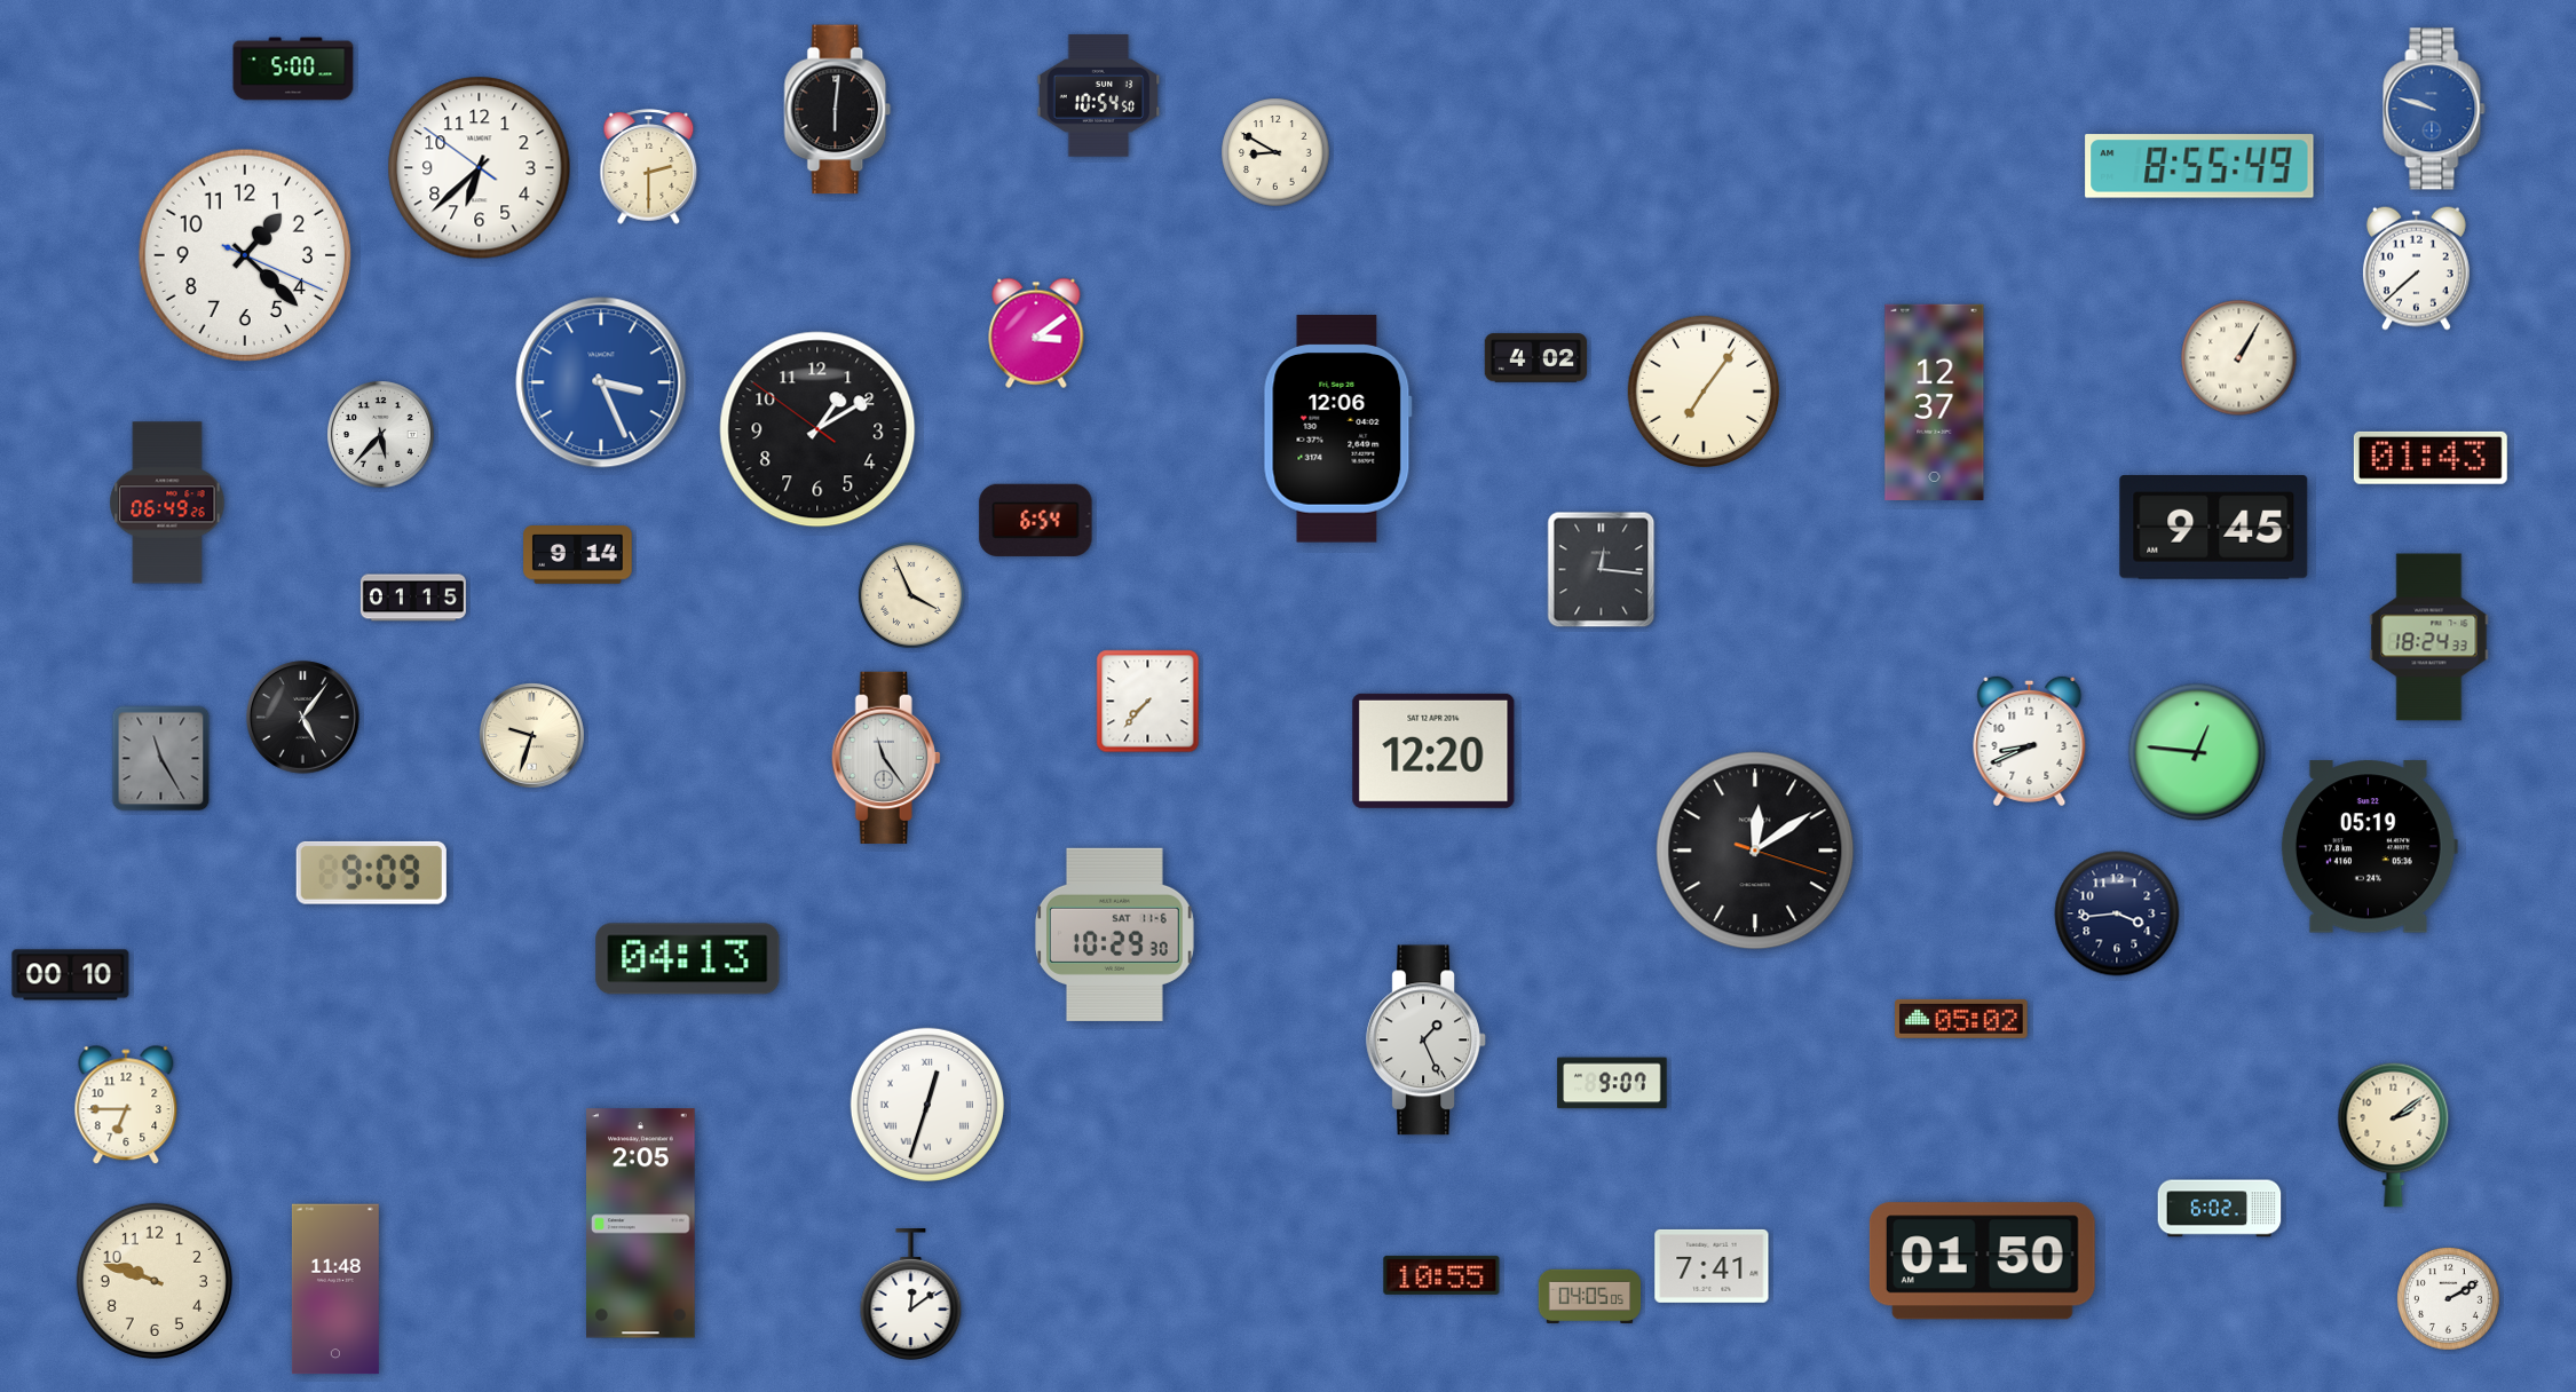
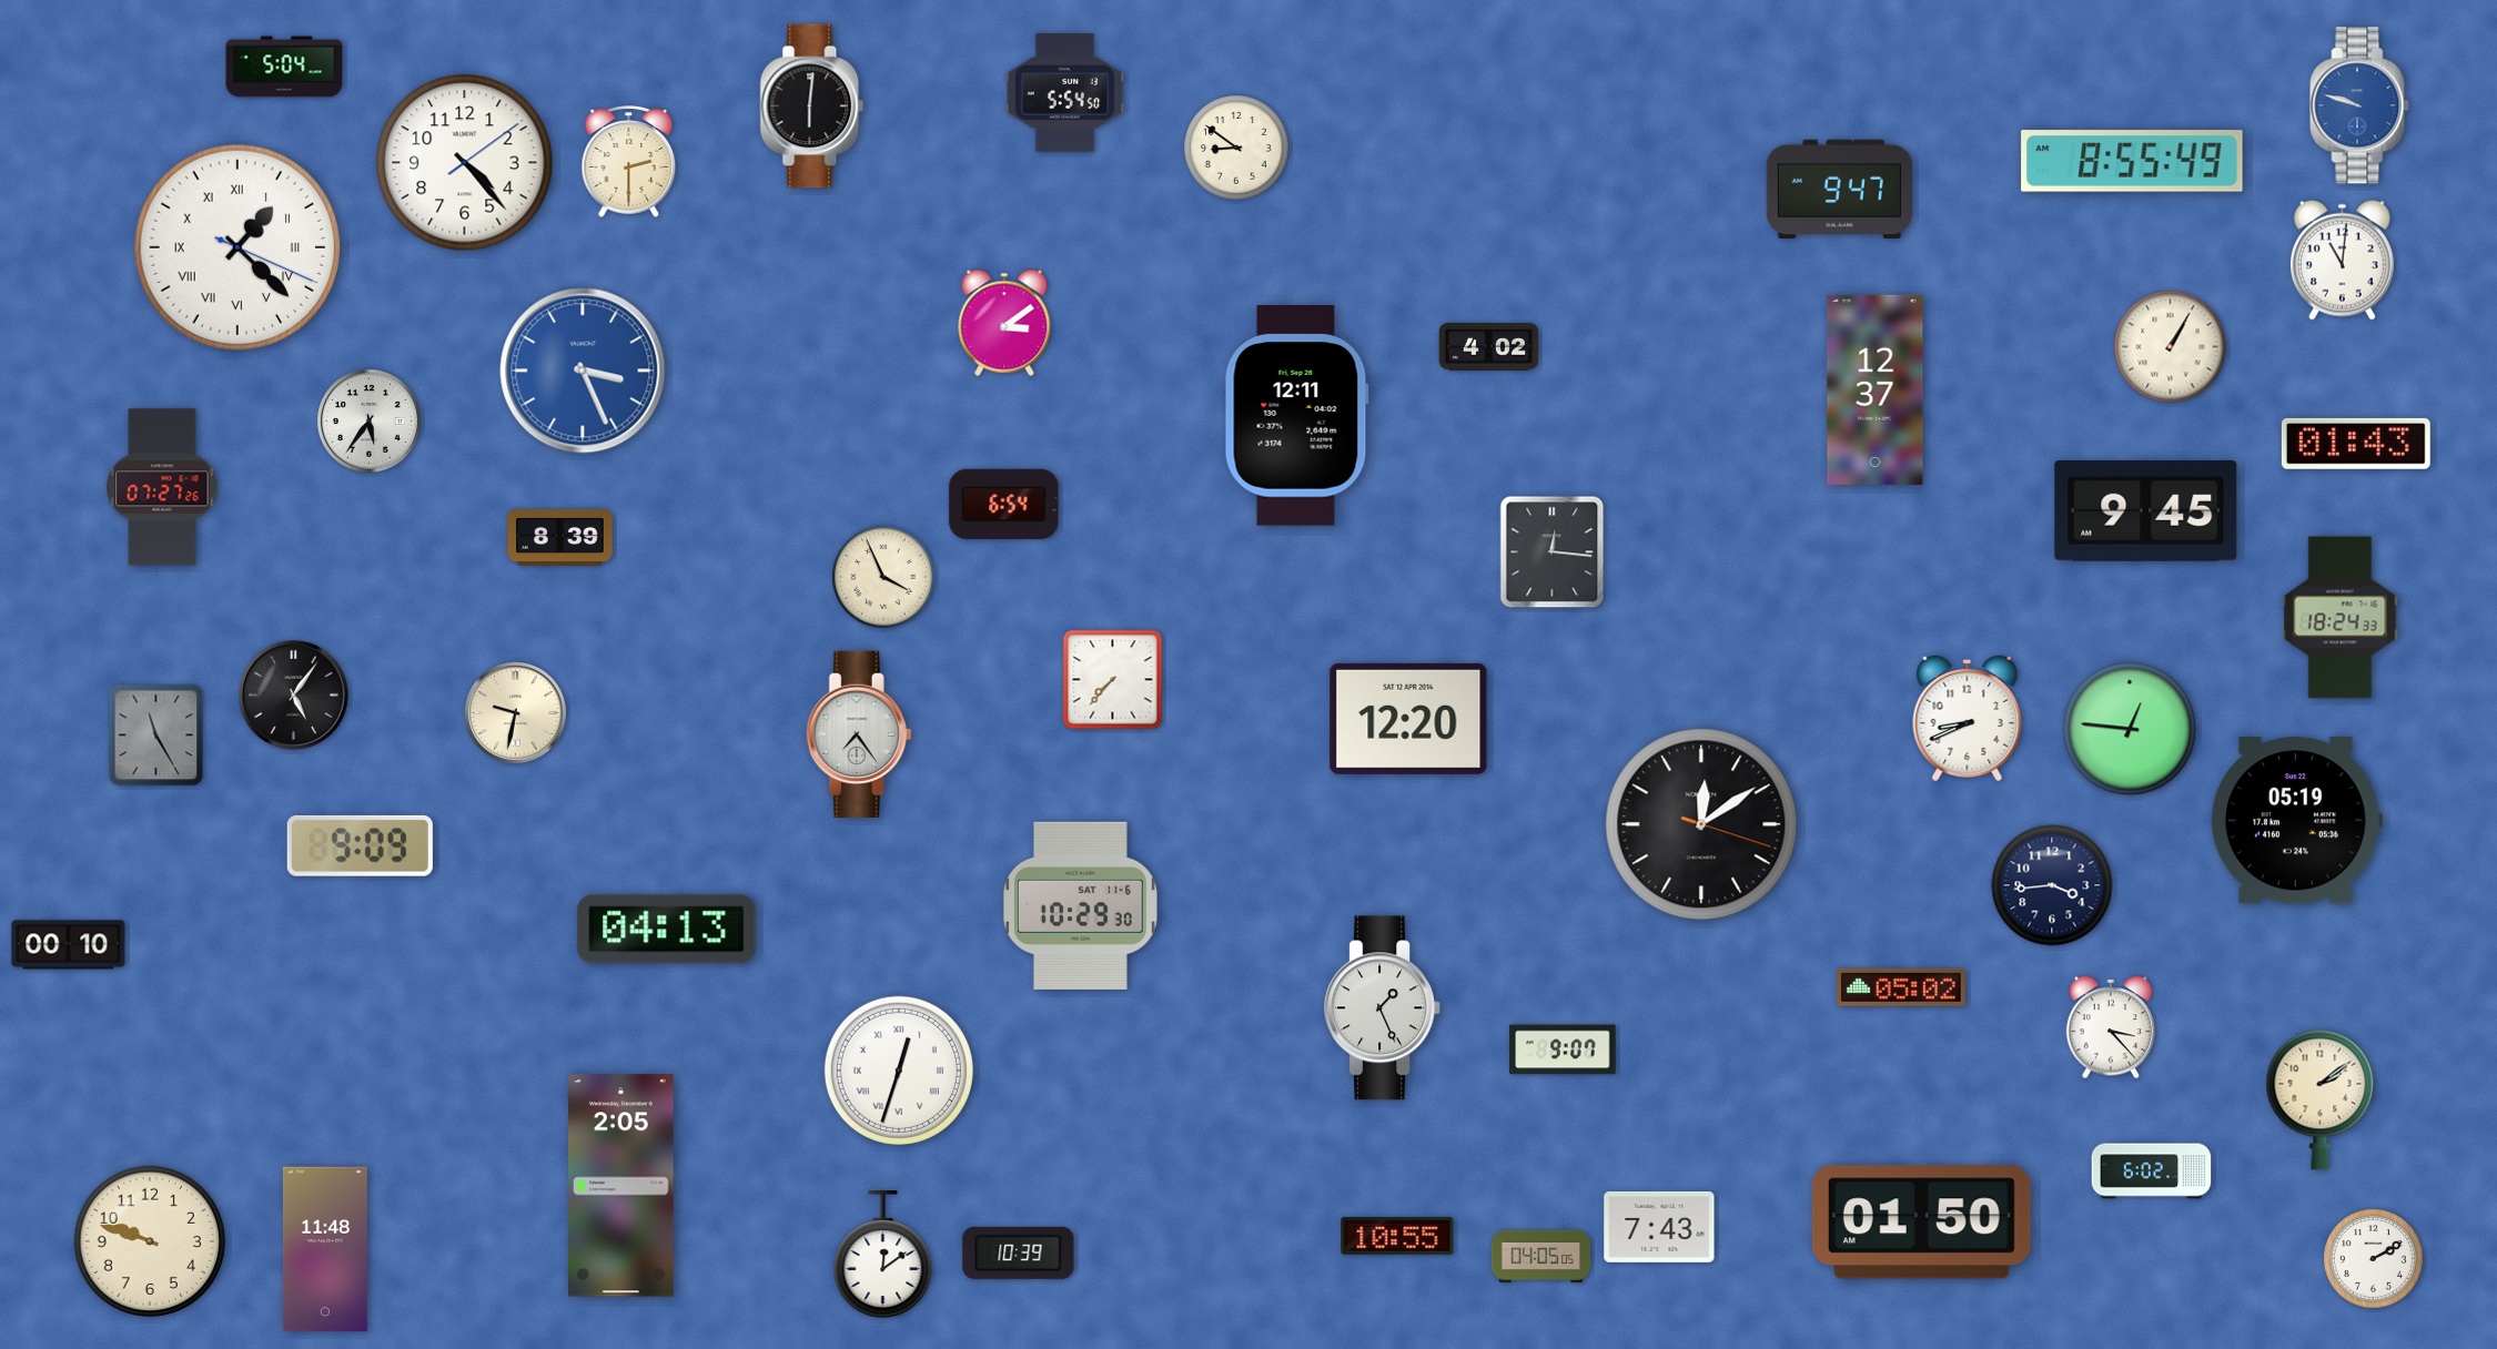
clock at (293, 69): 5:00 -> 5:04
clock at (1099, 96): 10:54 -> 5:54
clock at (1275, 152): 8:50 -> 8:51
clock at (480, 168): 6:37 -> 4:23
clock at (1839, 190): none -> 9:47
clock at (244, 254) numerals: Arabic -> Roman
clock at (2416, 268): 7:38 -> 11:01
clock at (1702, 390): 7:06 -> none
clock at (817, 429): 1:09 -> none
clock at (1337, 429): 12:06 -> 12:11
clock at (381, 435): 5:37 -> 5:36
clock at (167, 503): 06:49 -> 07:27
clock at (578, 555): 9:14 -> 8:39
clock at (413, 598): 01:15 -> none
clock at (2429, 638) position: (2429, 638) -> (2341, 618)
clock at (532, 736): 9:33 -> 9:32
clock at (1433, 751) position: (1433, 751) -> (1408, 719)
clock at (886, 757): 11:24 -> 7:24
clock at (2111, 1027): none -> 3:23
clock at (126, 1106): 6:45 -> none
clock at (1712, 1266): 7:41 -> 7:43
clock at (1019, 1252): none -> 10:39
